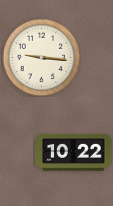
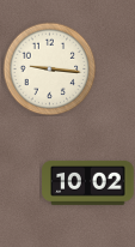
clock at (74, 152): 10:22 -> 10:02
